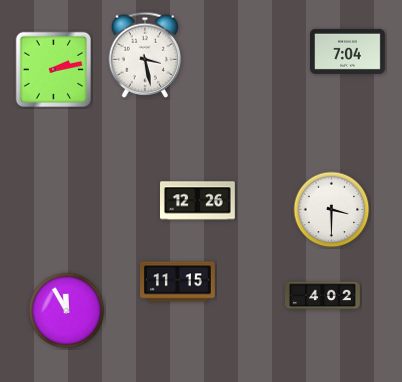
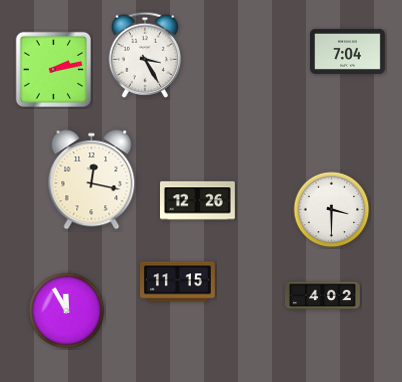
clock at (145, 55): 3:28 -> 3:25
clock at (92, 180): none -> 12:17
